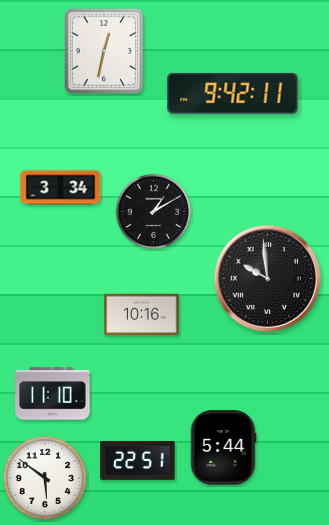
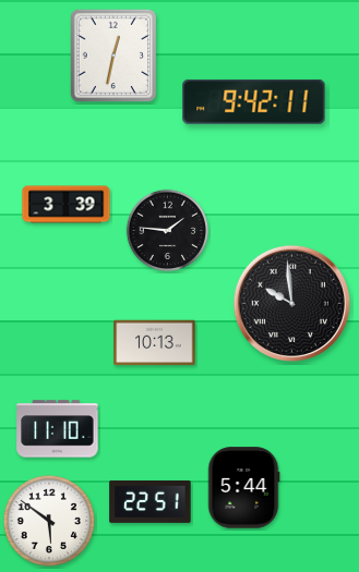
clock at (61, 188): 3:34 -> 3:39
clock at (154, 212): 1:10 -> 1:46
clock at (142, 315): 10:16 -> 10:13
